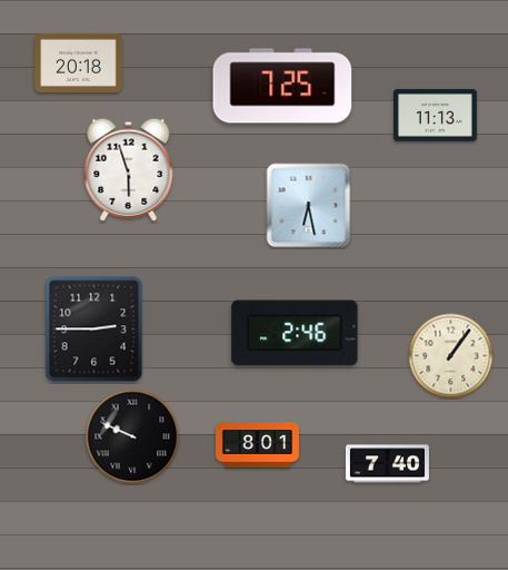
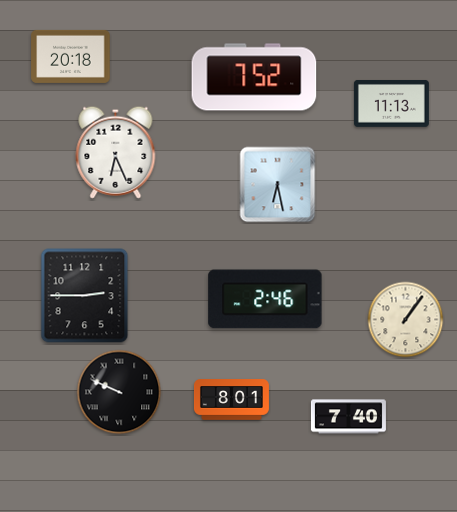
clock at (282, 86): 7:25 -> 7:52
clock at (129, 169): 5:57 -> 6:26
